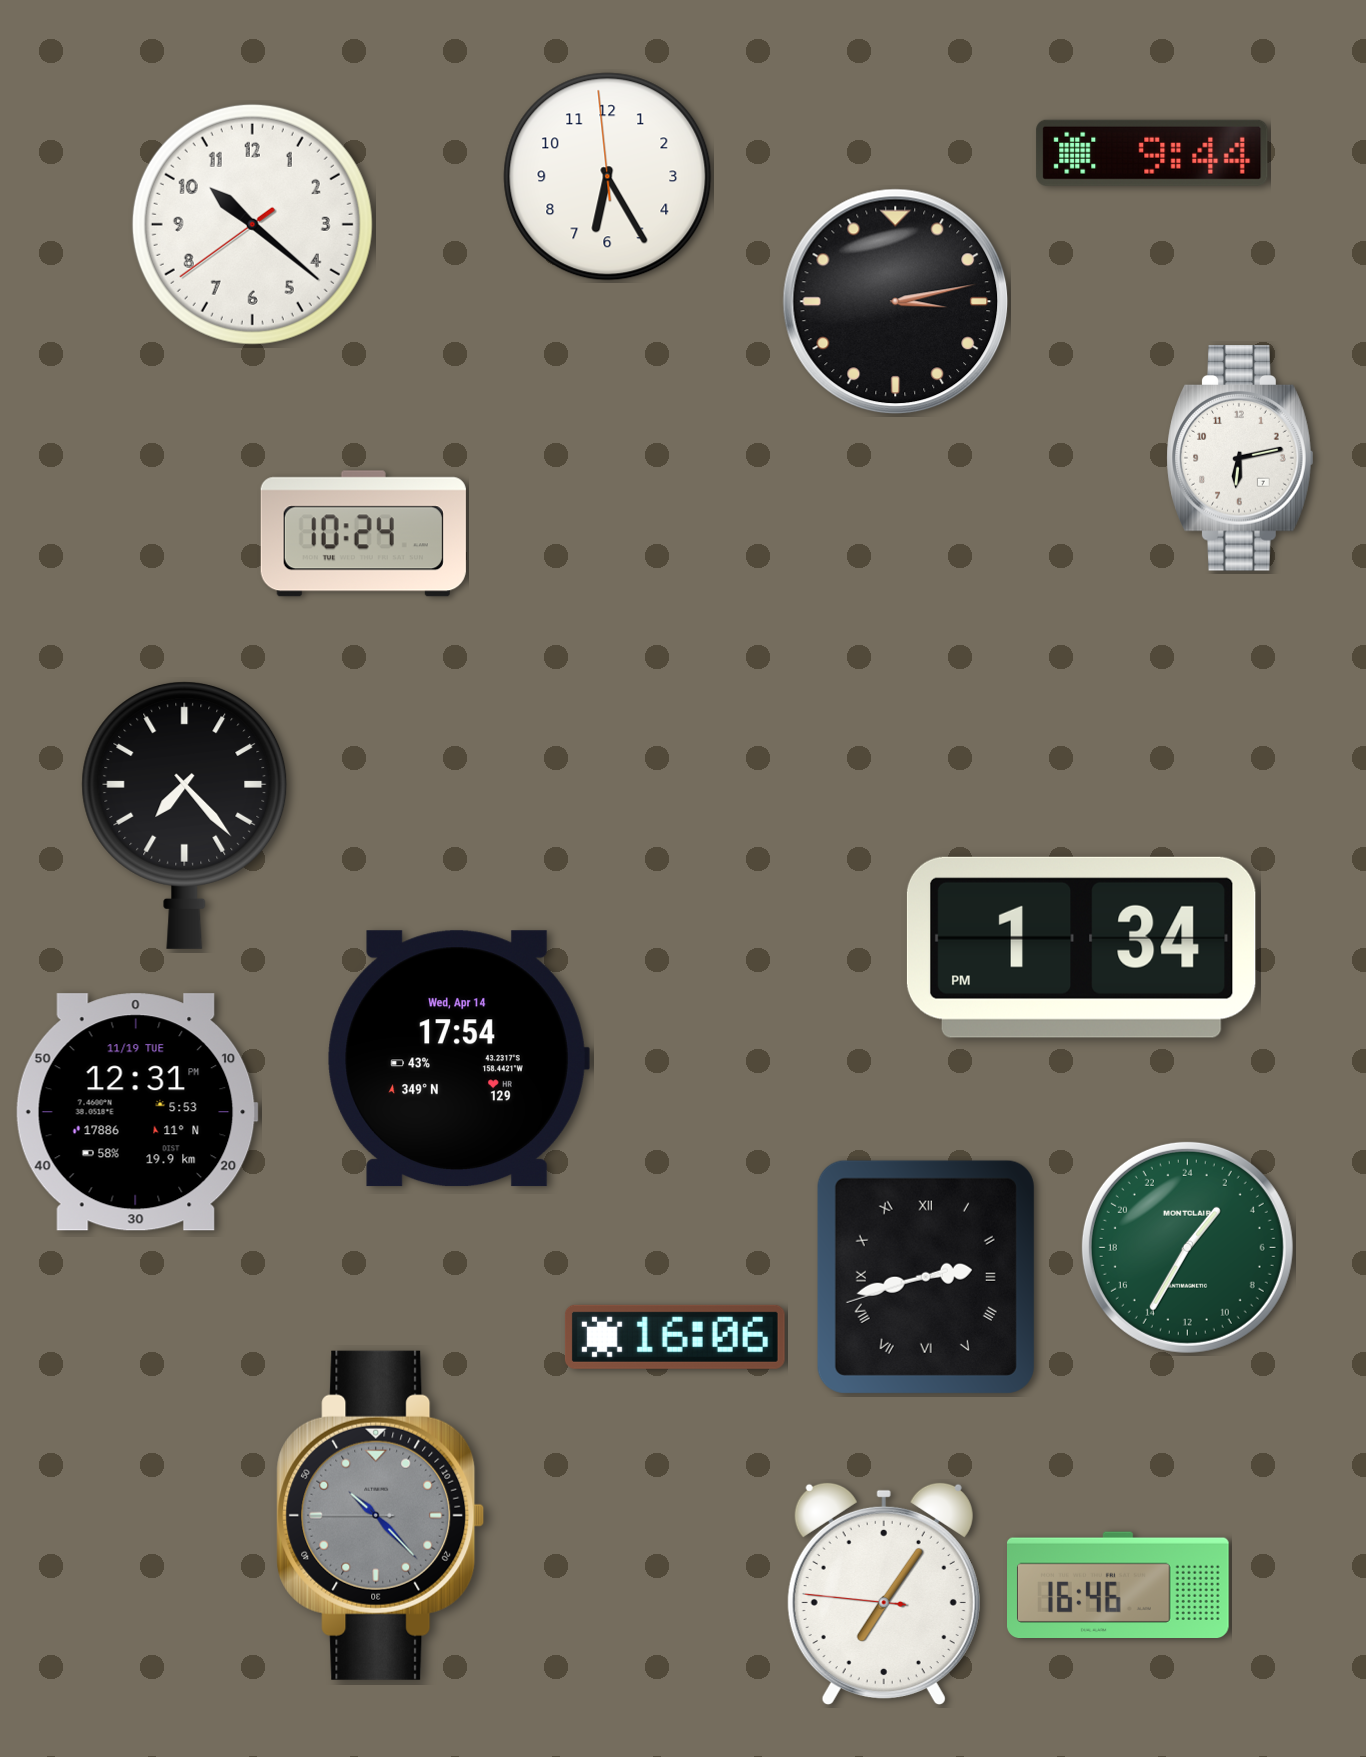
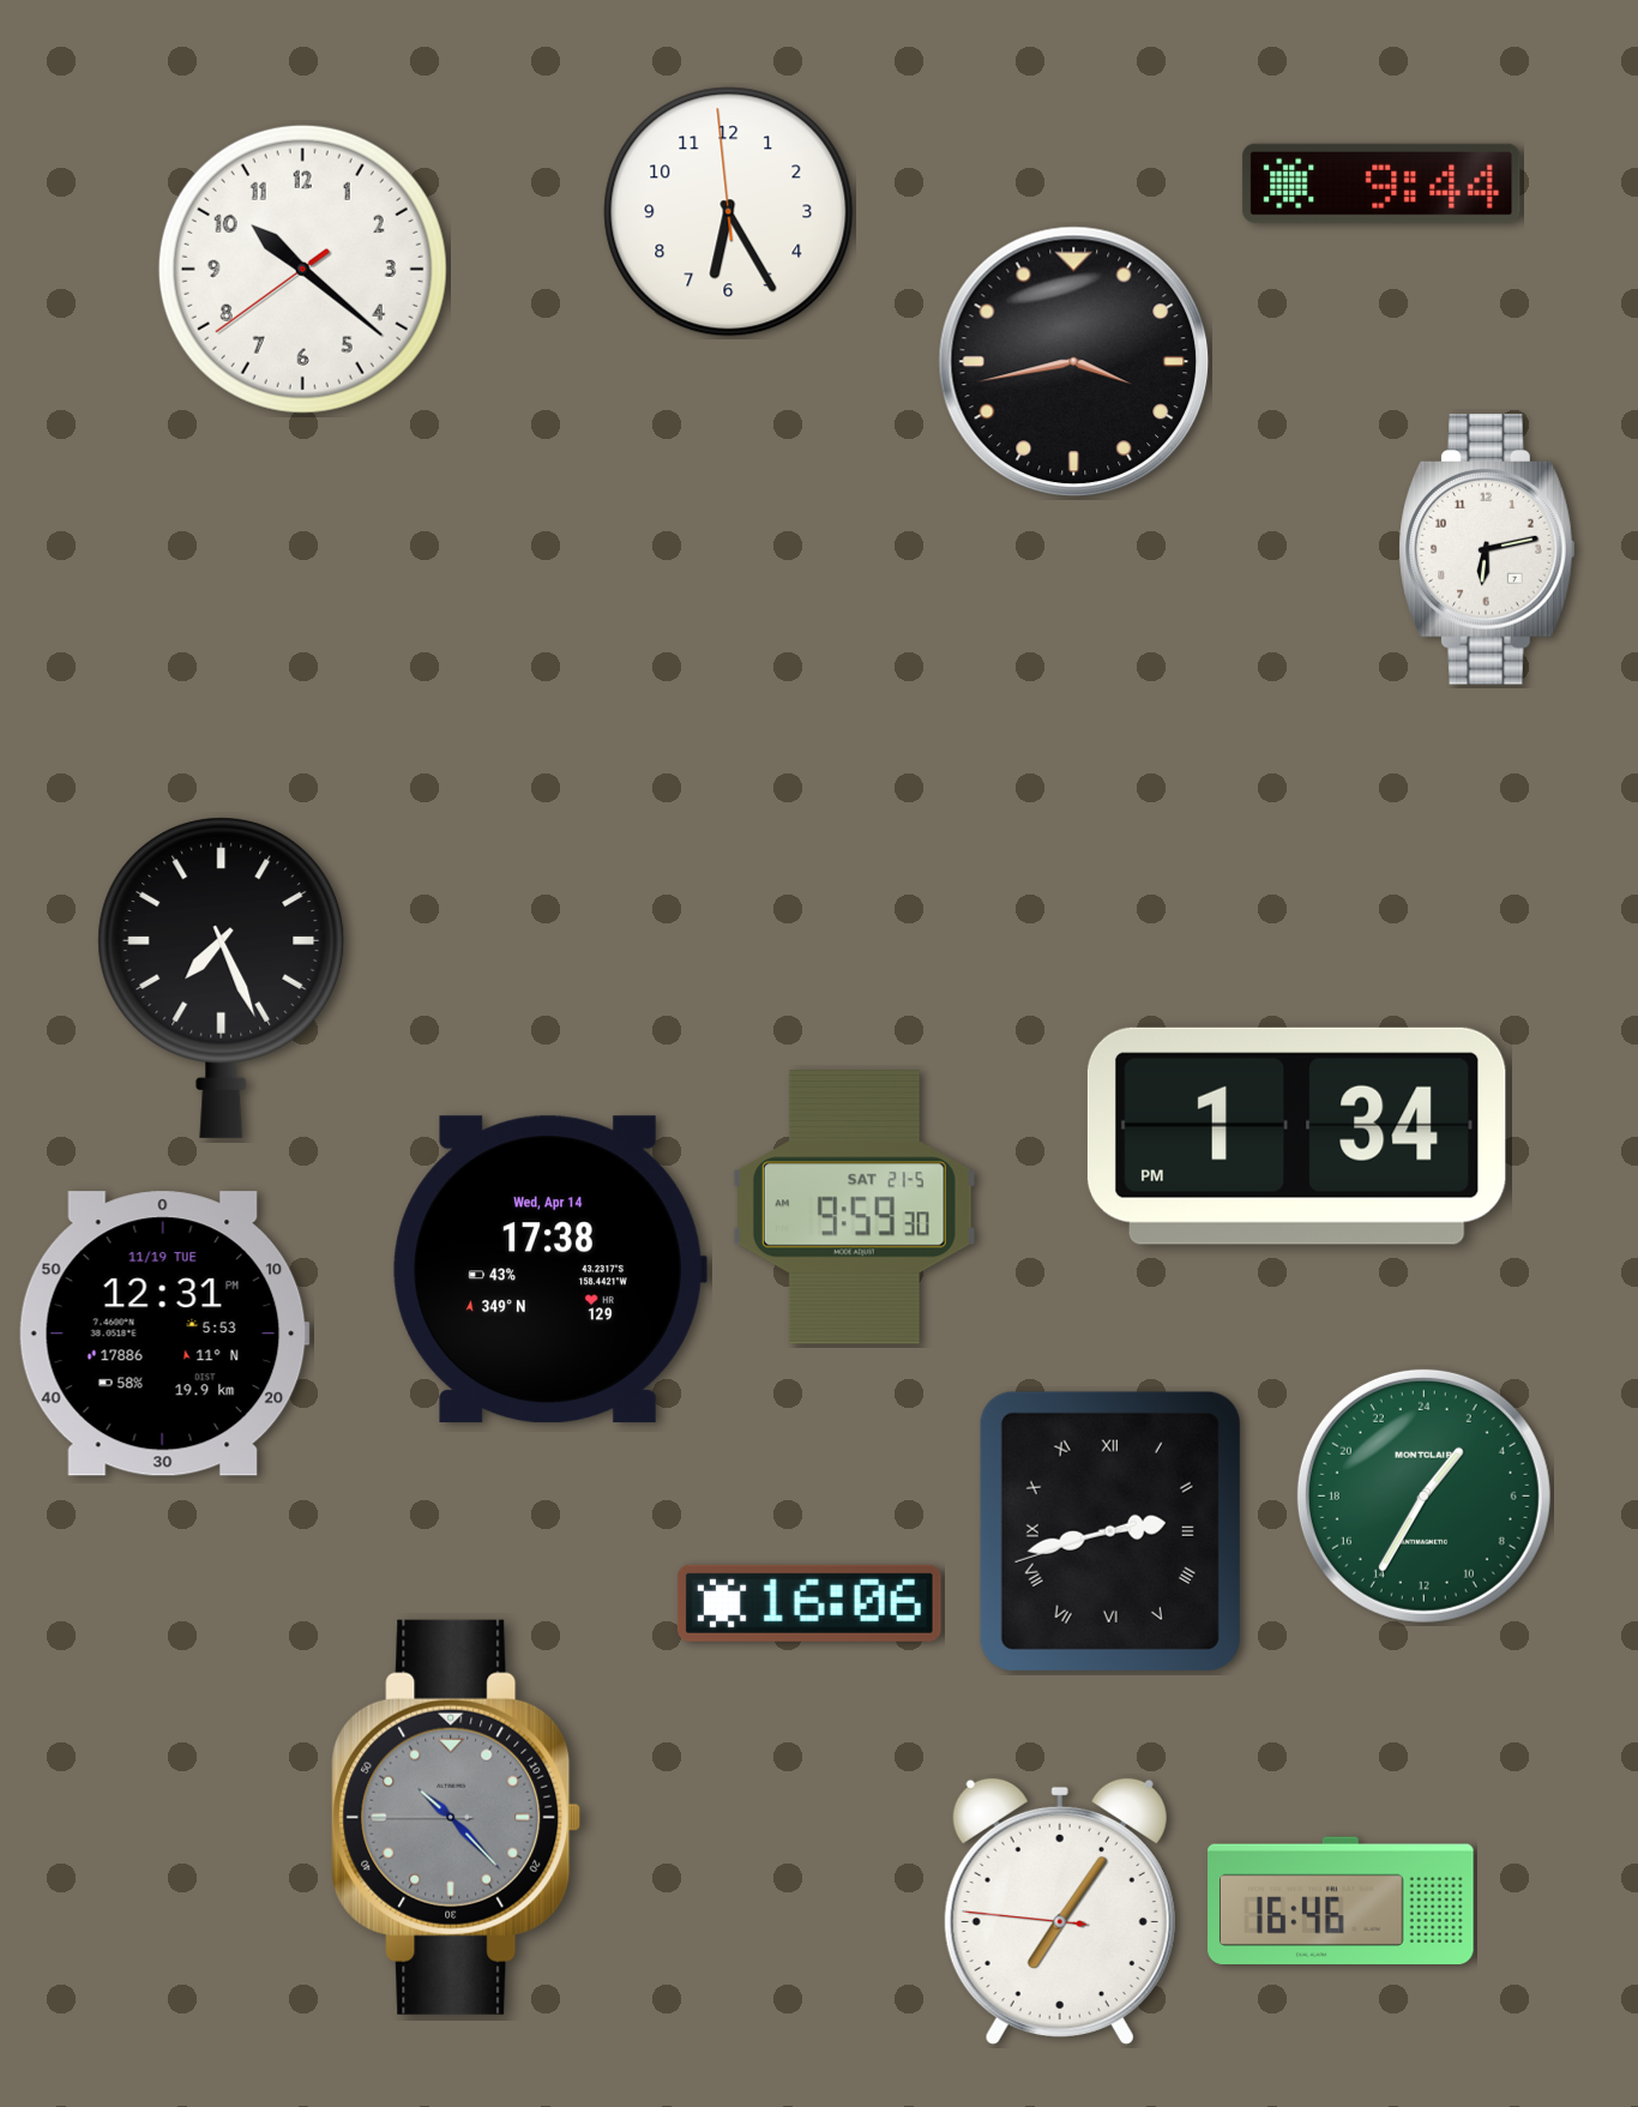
clock at (896, 302): 3:13 -> 3:43
clock at (363, 534): 10:24 -> none
clock at (185, 815): 7:23 -> 7:26
clock at (854, 1208): none -> 9:59
clock at (458, 1059): 17:54 -> 17:38
